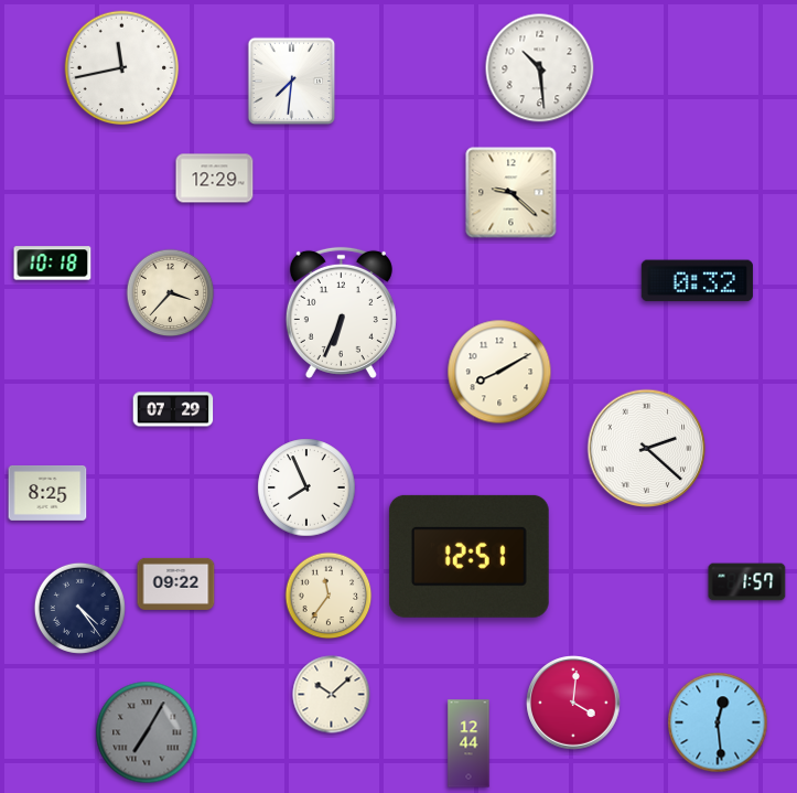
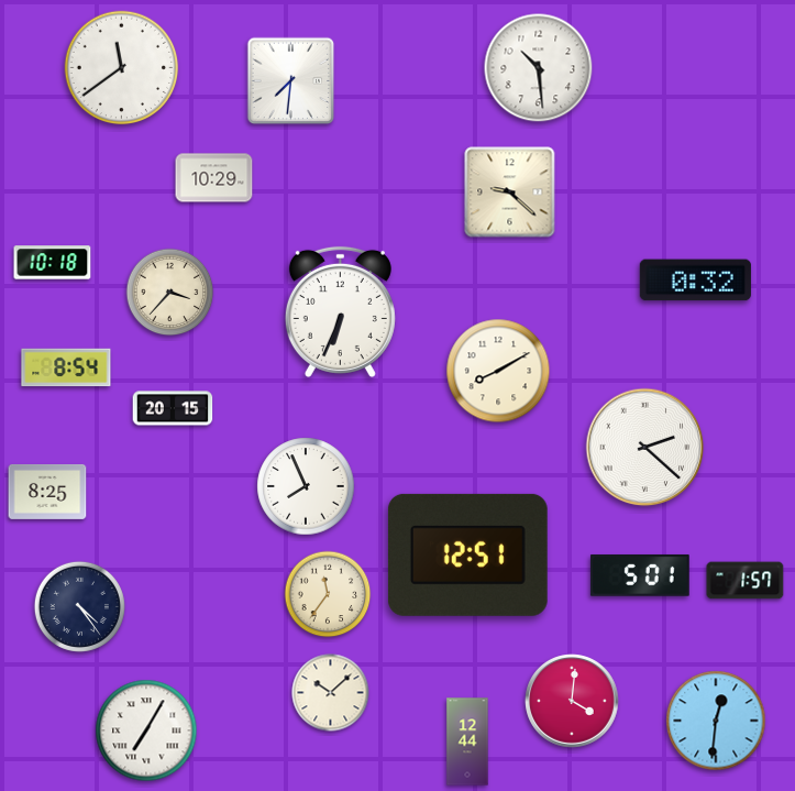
clock at (122, 68): 11:43 -> 11:39
clock at (215, 179): 12:29 -> 10:29
clock at (66, 367): none -> 8:54
clock at (173, 409): 07:29 -> 20:15
clock at (640, 575): none -> 5:01
clock at (176, 583): 09:22 -> none
clock at (718, 722): 12:29 -> 12:31
clock at (147, 732) dial: grey -> white
